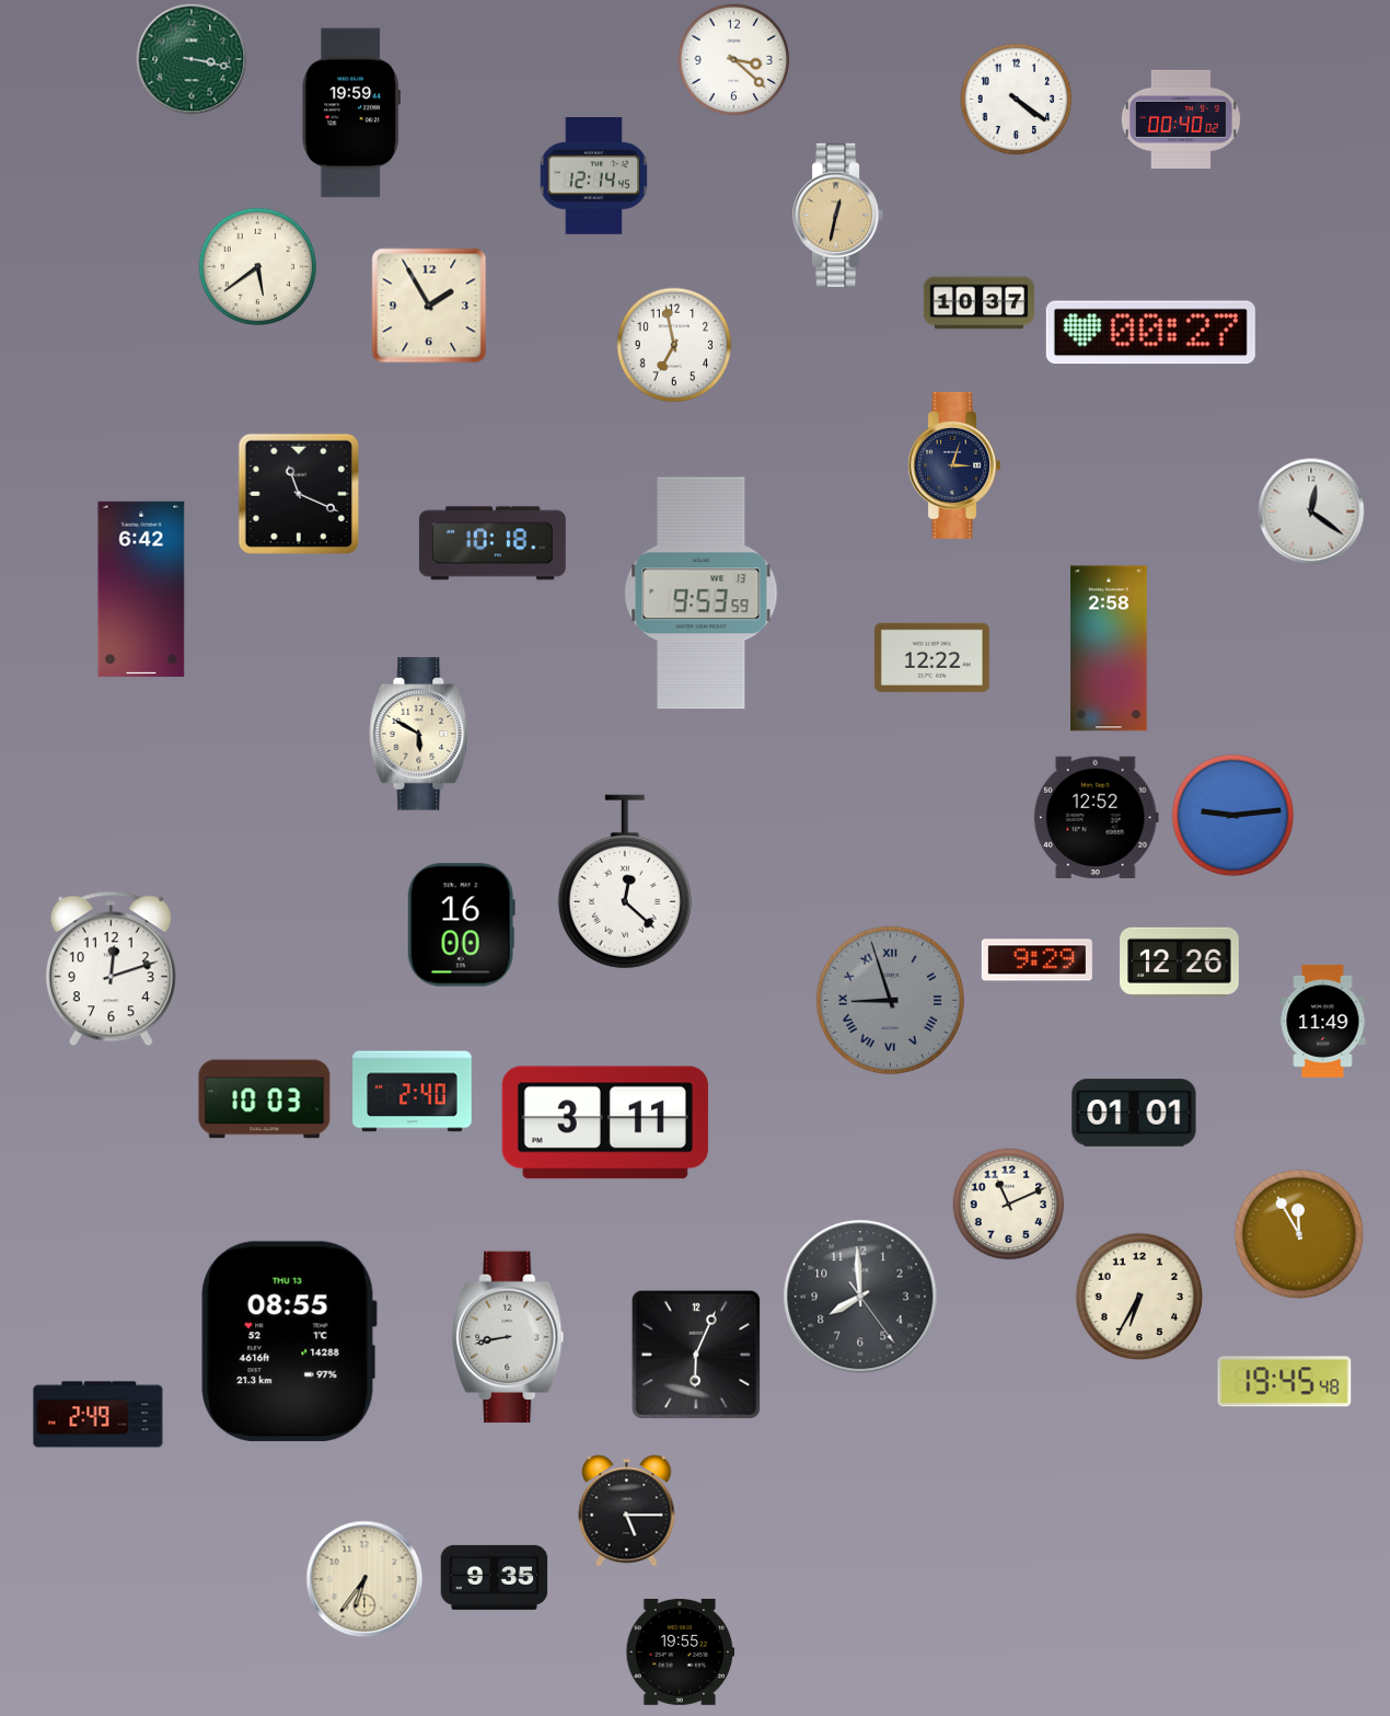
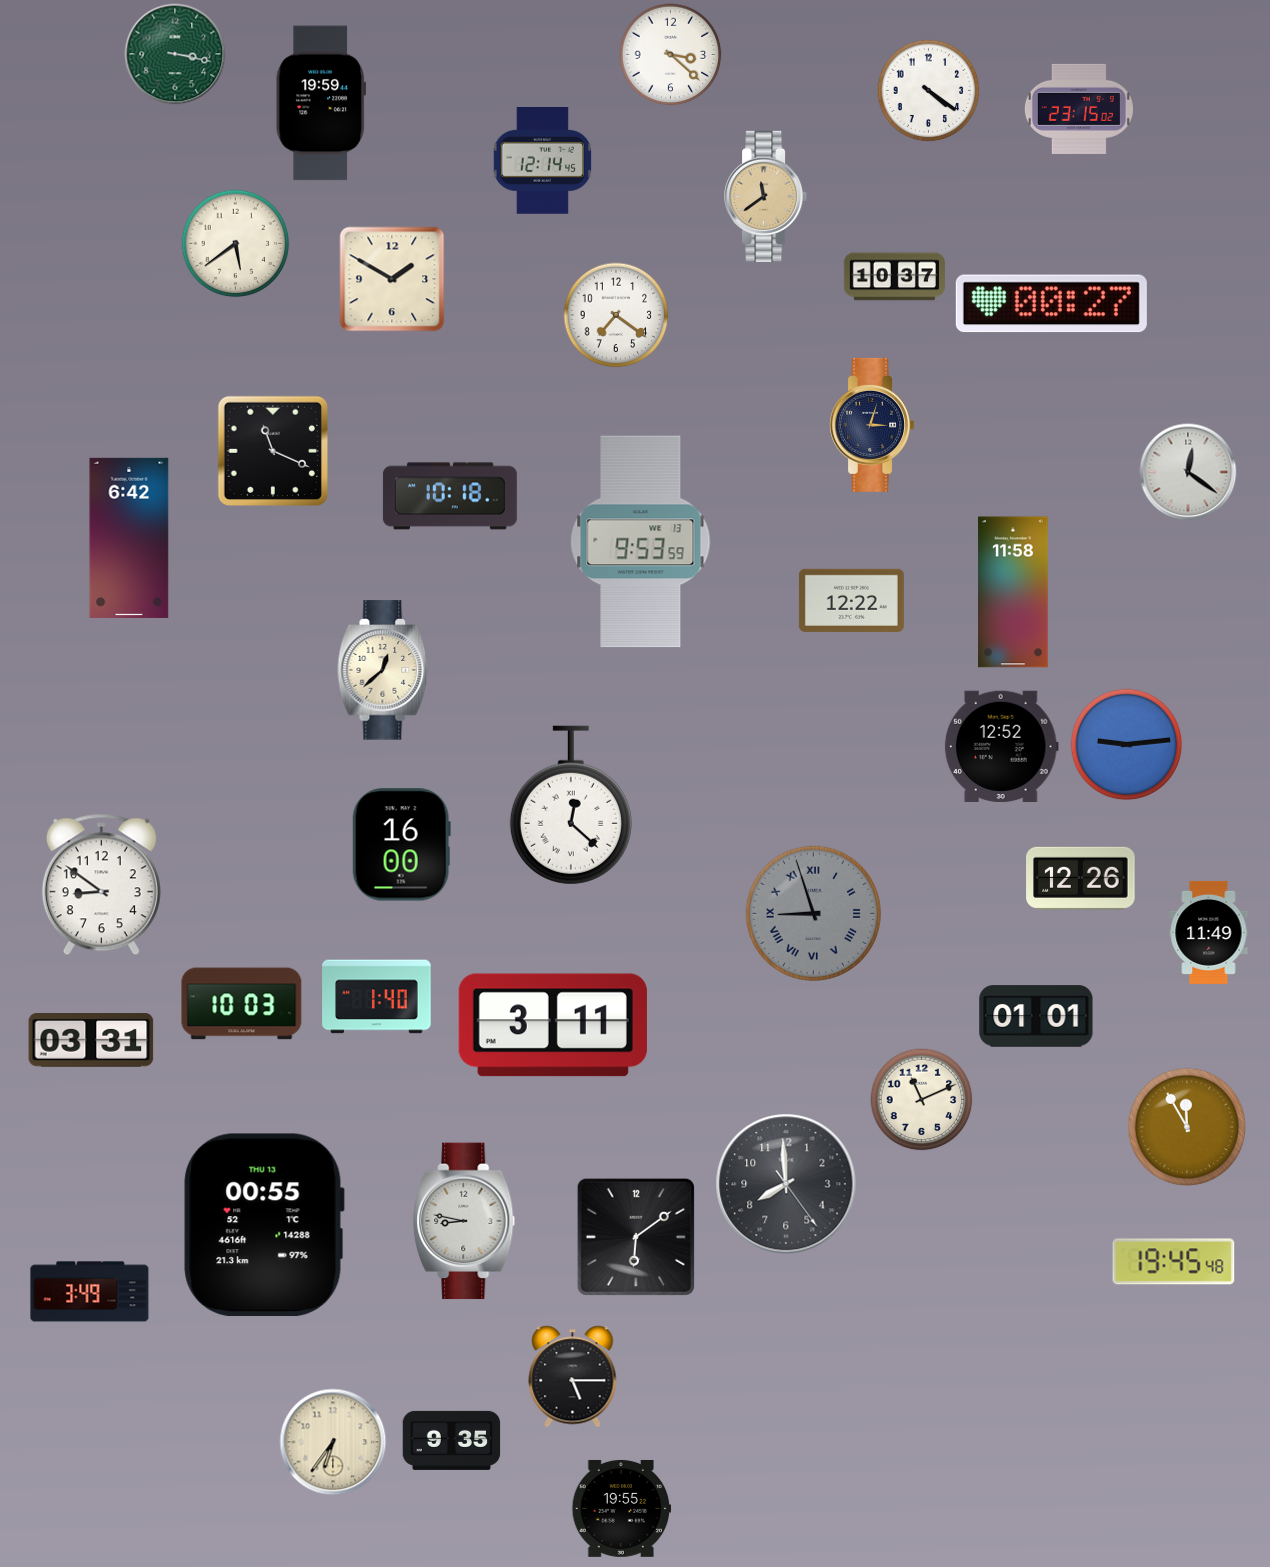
clock at (1181, 119): 00:40 -> 23:15
clock at (838, 215): 12:32 -> 11:39
clock at (429, 306): 1:55 -> 1:50
clock at (674, 345): 6:58 -> 7:21
clock at (1311, 511) position: (1311, 511) -> (1188, 472)
clock at (1109, 648): 2:58 -> 11:58
clock at (419, 734): 5:50 -> 12:38
clock at (461, 925) position: (461, 925) -> (401, 845)
clock at (1036, 960): 9:29 -> none
clock at (1180, 961) position: (1180, 961) -> (1081, 878)
clock at (111, 969): 12:12 -> 8:51
clock at (413, 1092): 2:40 -> 1:40
clock at (91, 1041): none -> 03:31
clock at (1139, 1297): 6:35 -> none
clock at (509, 1337): 8:43 -> 8:47
clock at (289, 1341): 08:55 -> 00:55
clock at (696, 1355): 6:04 -> 6:09
clock at (99, 1415): 2:49 -> 3:49
clock at (627, 1511) position: (627, 1511) -> (573, 1377)
